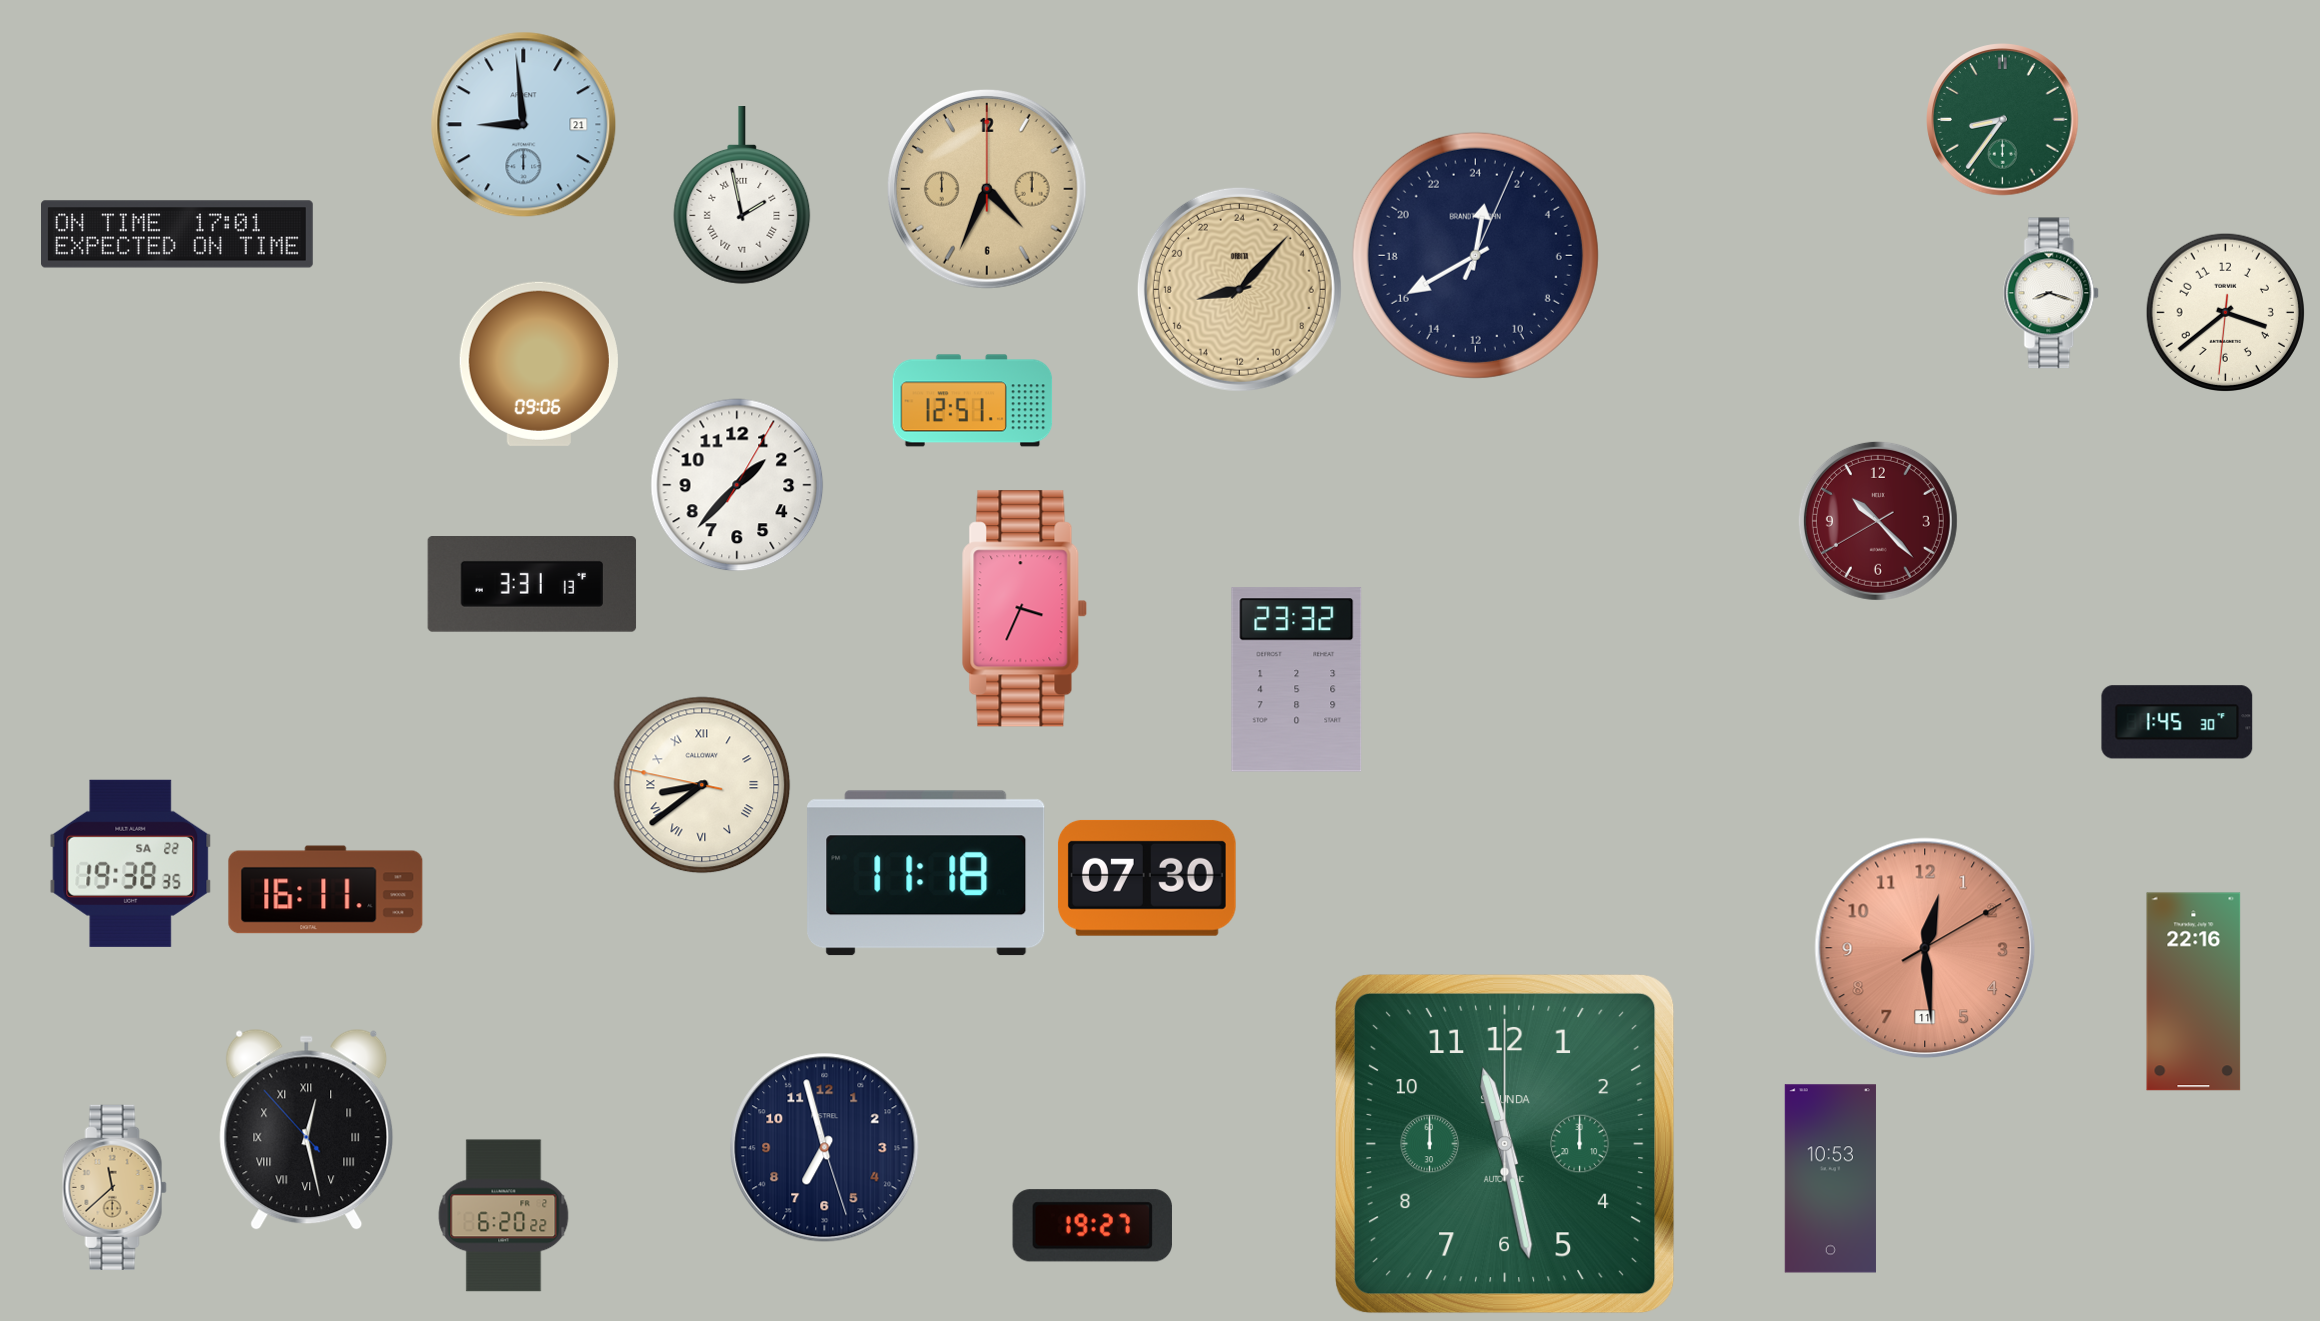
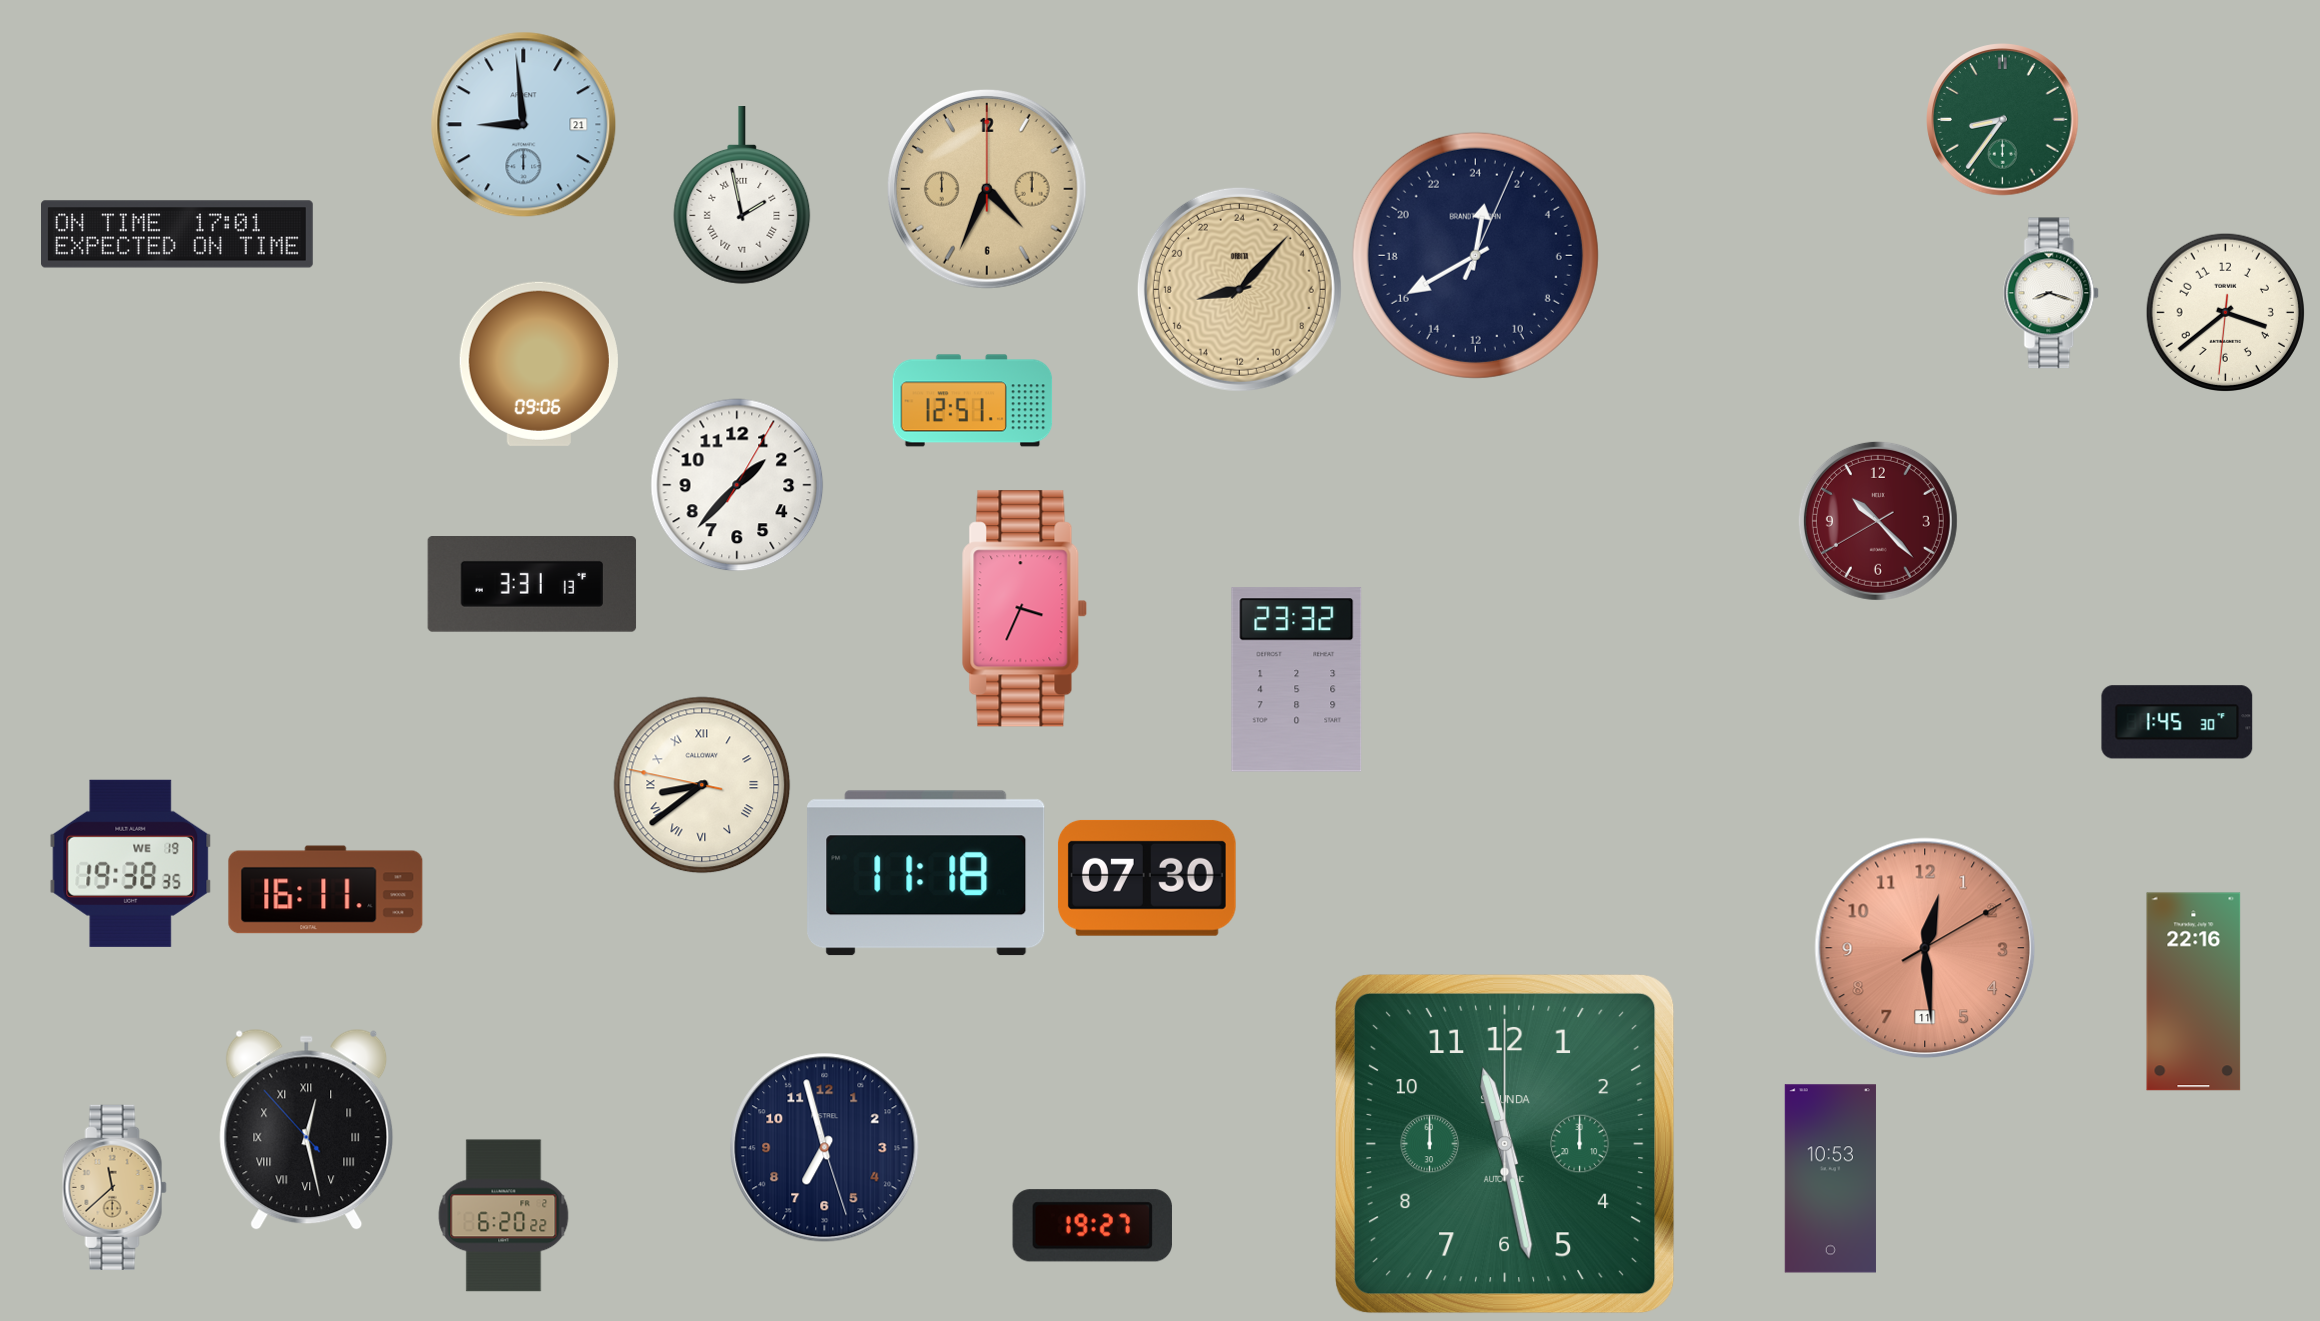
clock at (131, 863) date: SA 22 -> WE 19
